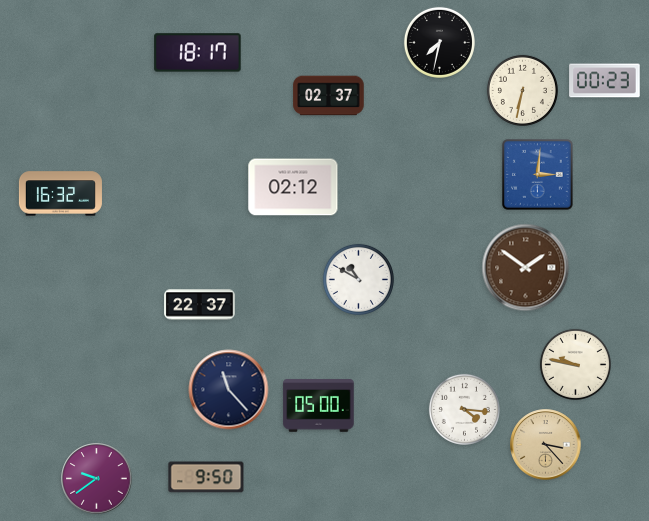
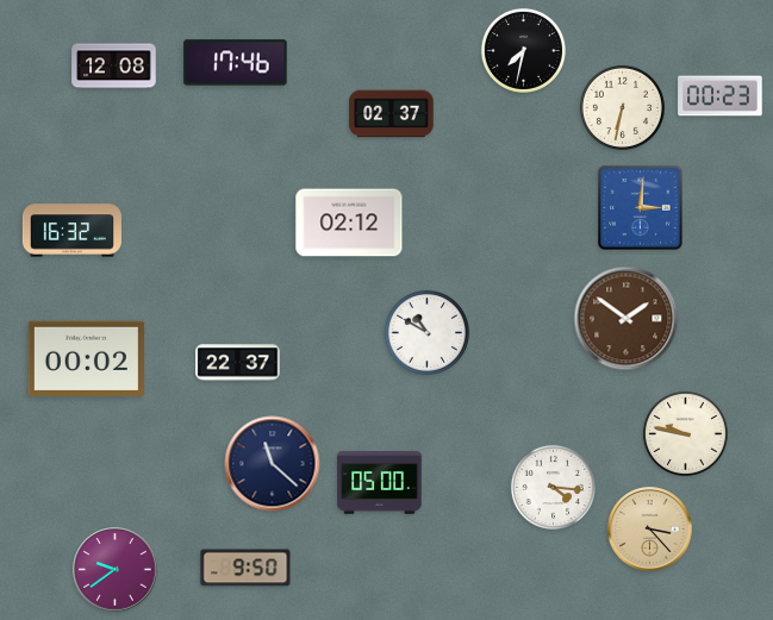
clock at (198, 53): 18:17 -> 17:46
clock at (114, 67): none -> 12:08
clock at (86, 358): none -> 00:02
clock at (229, 390): 11:23 -> 11:22
